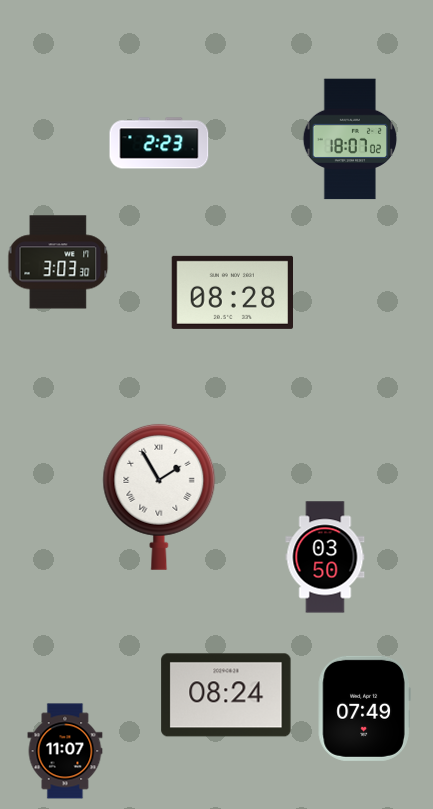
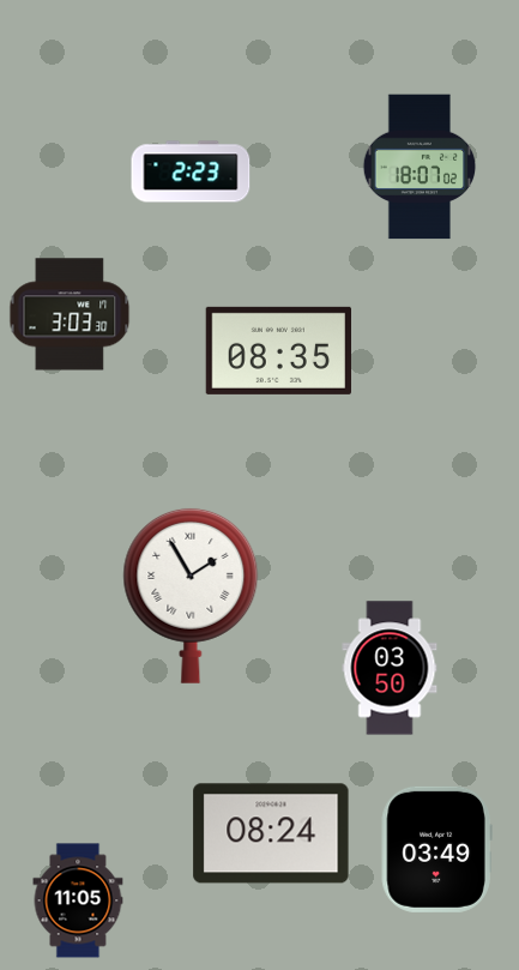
clock at (232, 292): 08:28 -> 08:35
clock at (364, 708): 07:49 -> 03:49
clock at (65, 751): 11:07 -> 11:05
